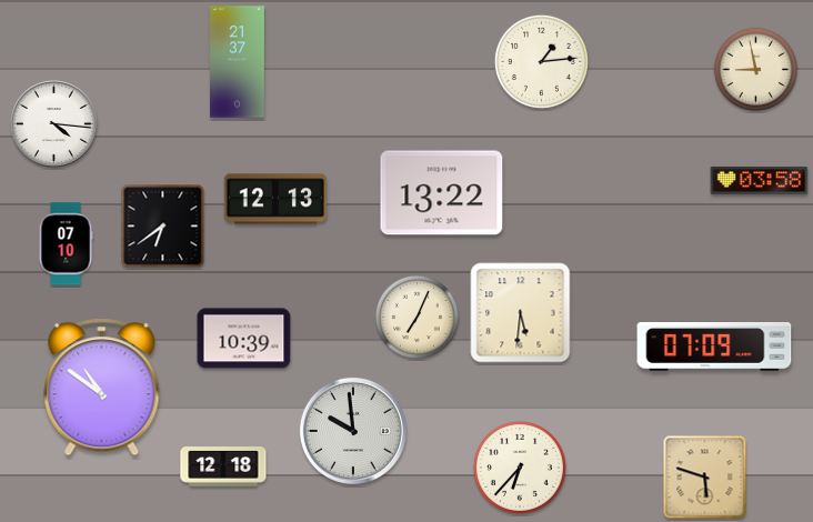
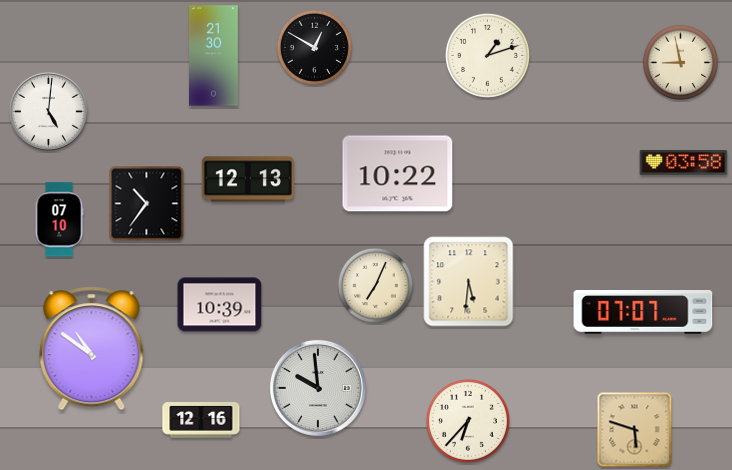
clock at (314, 47): none -> 12:50
clock at (541, 61): 1:14 -> 1:12
clock at (238, 62): 21:37 -> 21:30
clock at (54, 124): 4:16 -> 5:01
clock at (442, 193): 13:22 -> 10:22
clock at (163, 227): 6:39 -> 10:36
clock at (714, 348): 07:09 -> 07:07
clock at (223, 466): 12:18 -> 12:16
